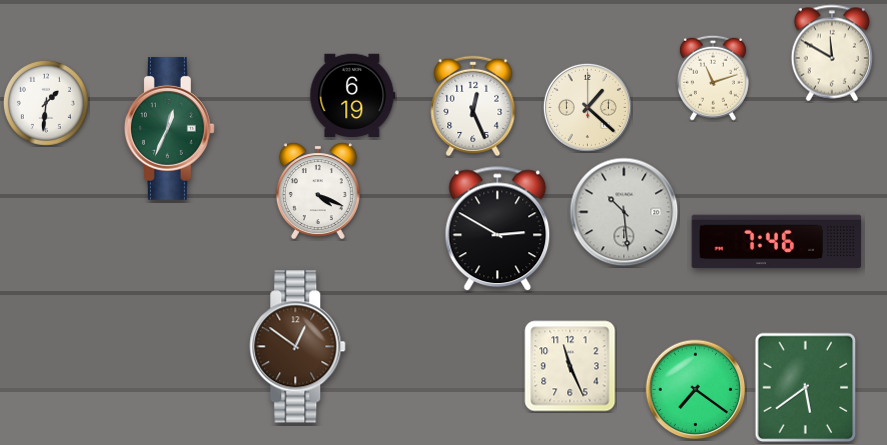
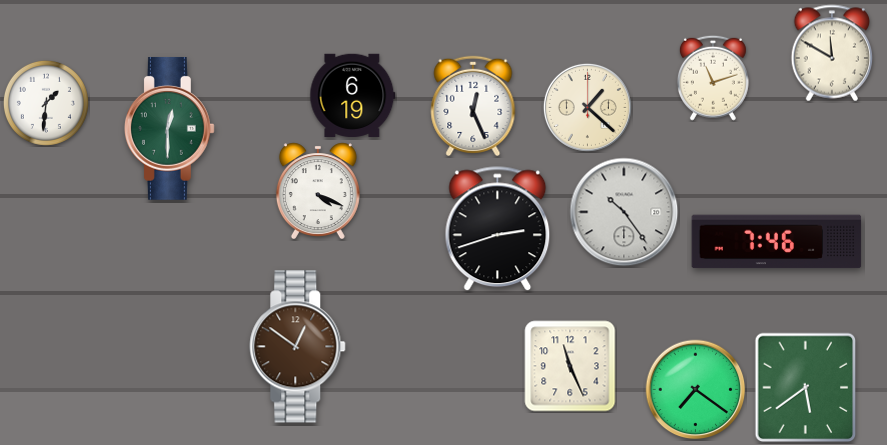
clock at (170, 129): 12:34 -> 12:30
clock at (624, 212): 10:29 -> 10:24
clock at (498, 229): 2:50 -> 2:42
